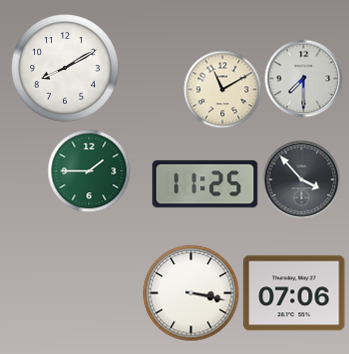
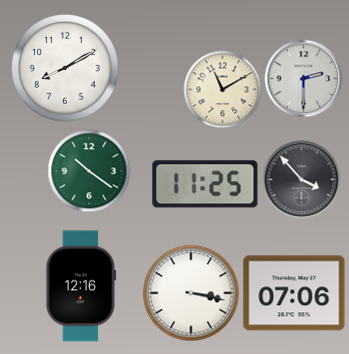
clock at (303, 78): 7:30 -> 2:30
clock at (89, 171): 1:45 -> 10:21
clock at (81, 286): none -> 12:16
